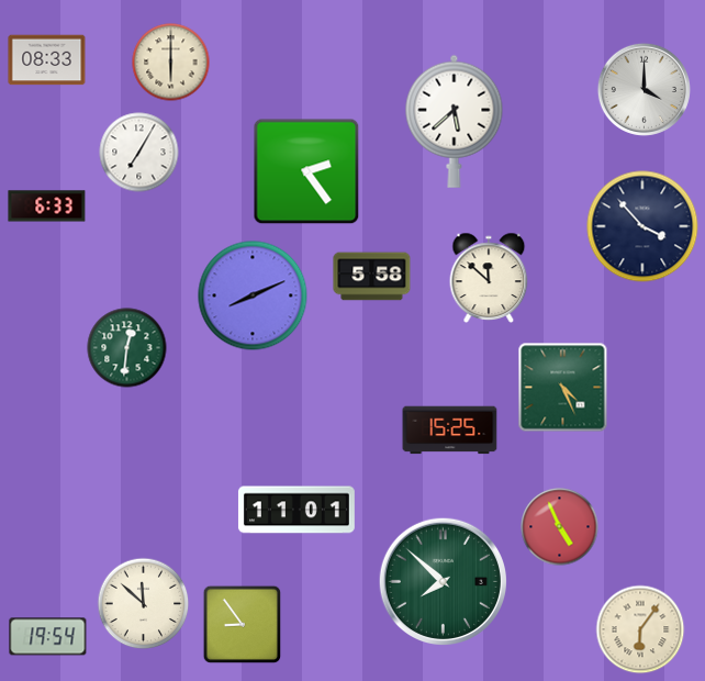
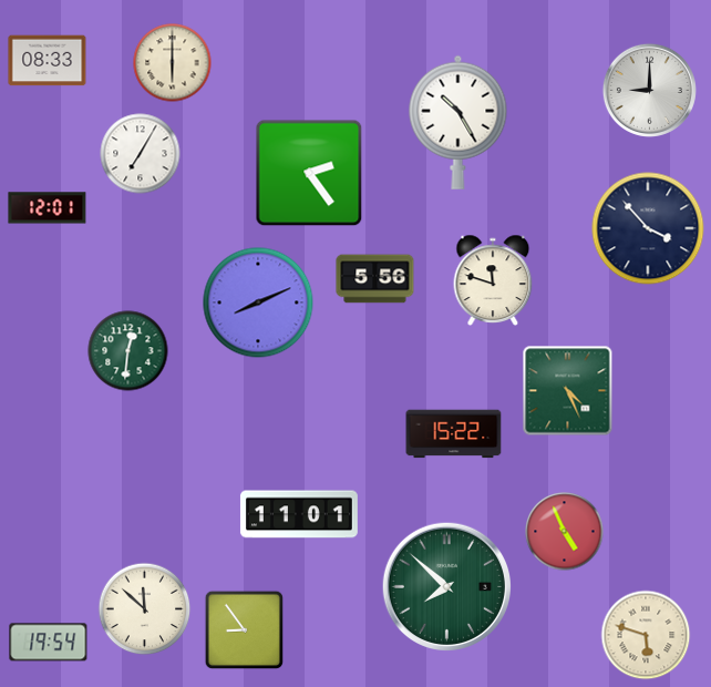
clock at (644, 89): 4:00 -> 9:00
clock at (455, 121): 5:38 -> 10:25
clock at (47, 206): 6:33 -> 12:01
clock at (372, 277): 5:58 -> 5:56
clock at (489, 278): 11:52 -> 11:48
clock at (253, 295) position: (253, 295) -> (258, 303)
clock at (450, 431): 15:25 -> 15:22
clock at (640, 629): 6:06 -> 5:48
